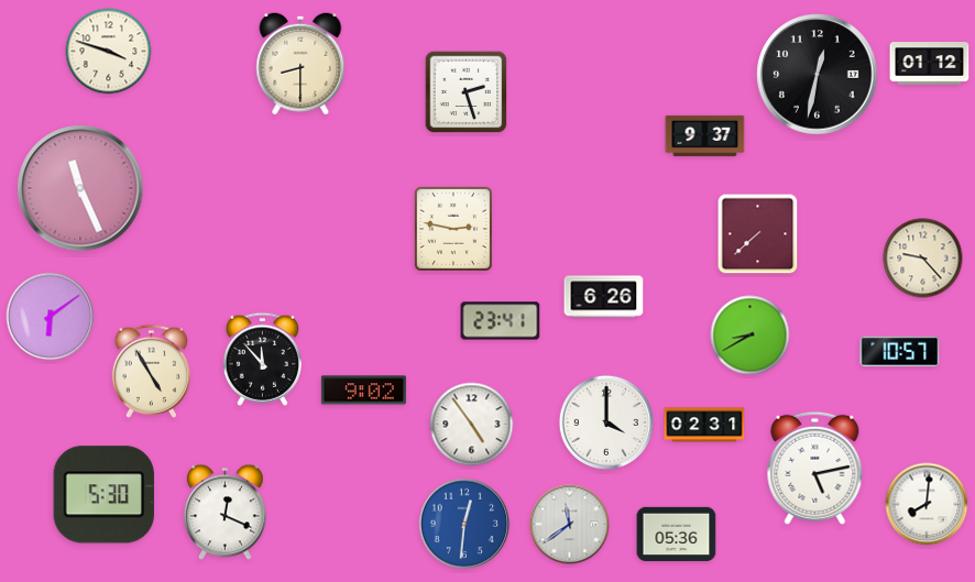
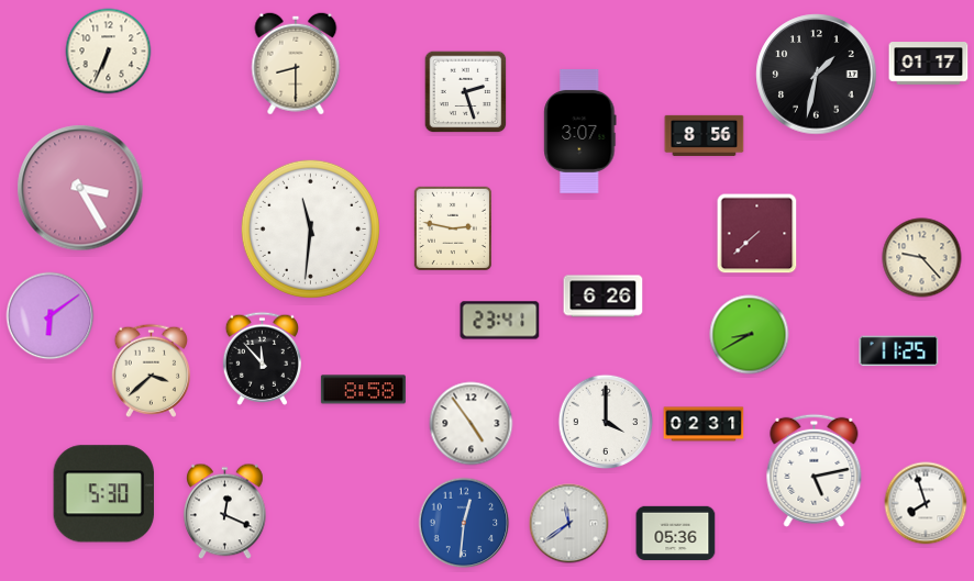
clock at (109, 52): 3:48 -> 6:34
clock at (300, 64) position: (300, 64) -> (296, 64)
clock at (930, 64): 01:12 -> 01:17
clock at (818, 75): 12:32 -> 1:32
clock at (580, 131): none -> 3:07
clock at (705, 135): 9:37 -> 8:56
clock at (80, 188): 11:26 -> 3:25
clock at (310, 228): none -> 11:31
clock at (900, 352): 10:57 -> 11:25
clock at (151, 371): 4:55 -> 3:38
clock at (363, 391): 9:02 -> 8:58
clock at (815, 468) position: (815, 468) -> (815, 470)
clock at (927, 504): 8:01 -> 7:57
